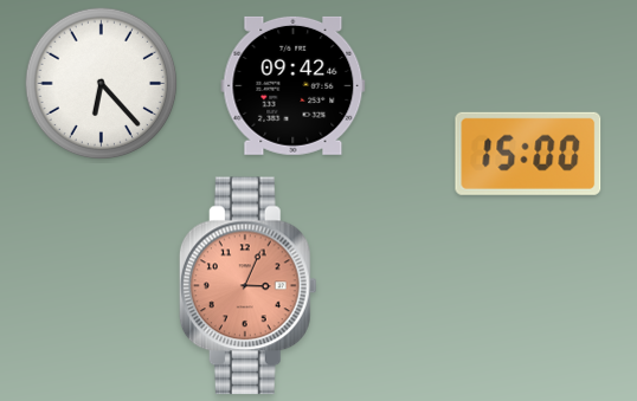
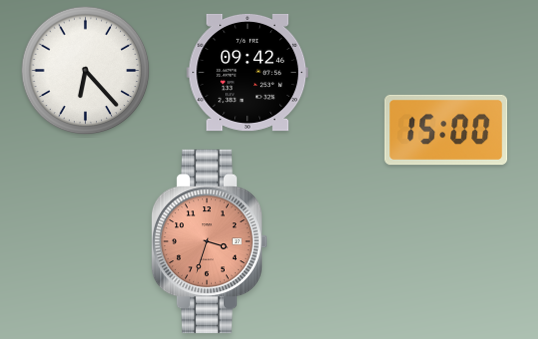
clock at (247, 286): 3:04 -> 3:33
